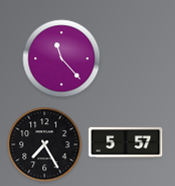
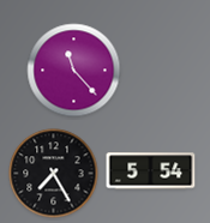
clock at (126, 143): 5:57 -> 5:54
